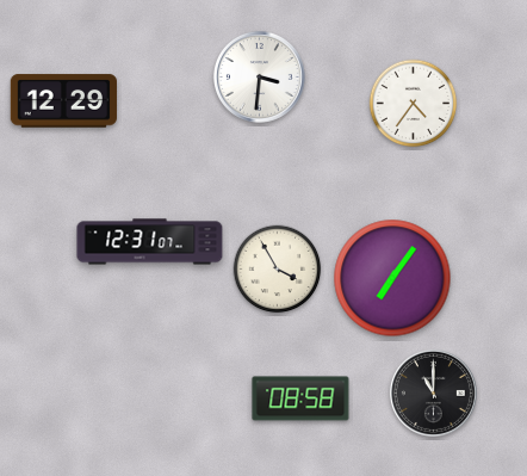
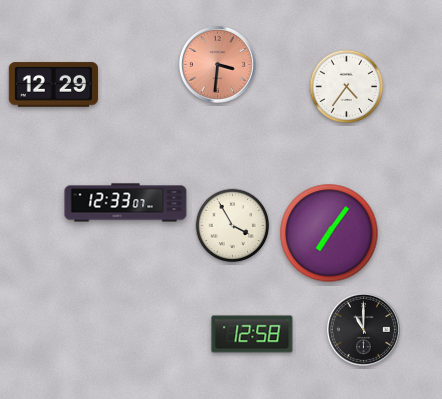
clock at (259, 76) dial: white -> salmon
clock at (150, 242): 12:31 -> 12:33
clock at (300, 398): 08:58 -> 12:58
